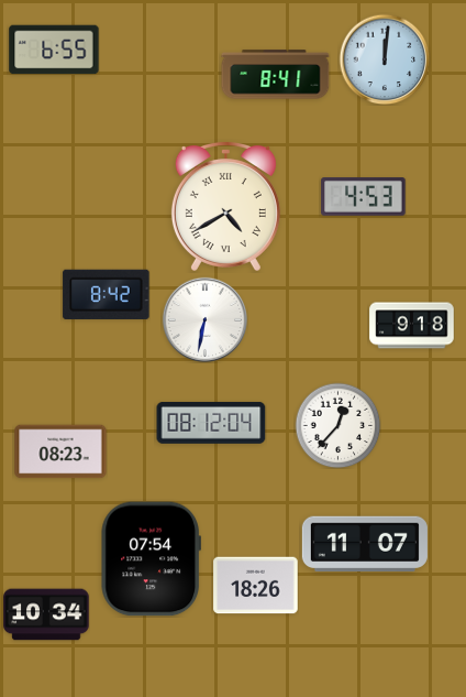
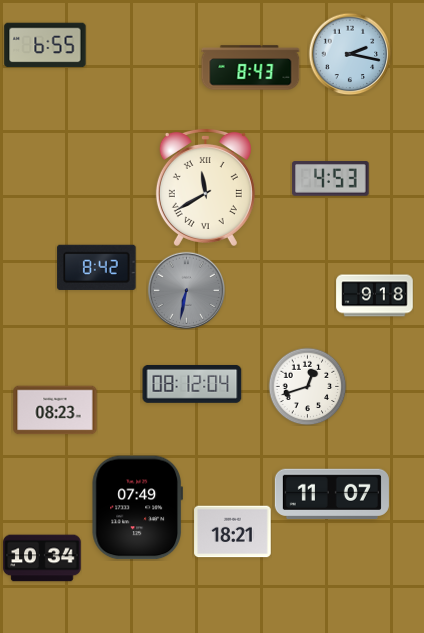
clock at (54, 50) position: (54, 50) -> (45, 45)
clock at (385, 59): 12:01 -> 2:17
clock at (276, 75): 8:41 -> 8:43
clock at (225, 206): 4:40 -> 11:40
clock at (204, 319) dial: white -> grey
clock at (337, 425): 12:37 -> 12:42
clock at (151, 559): 07:54 -> 07:49
clock at (256, 586): 18:26 -> 18:21
